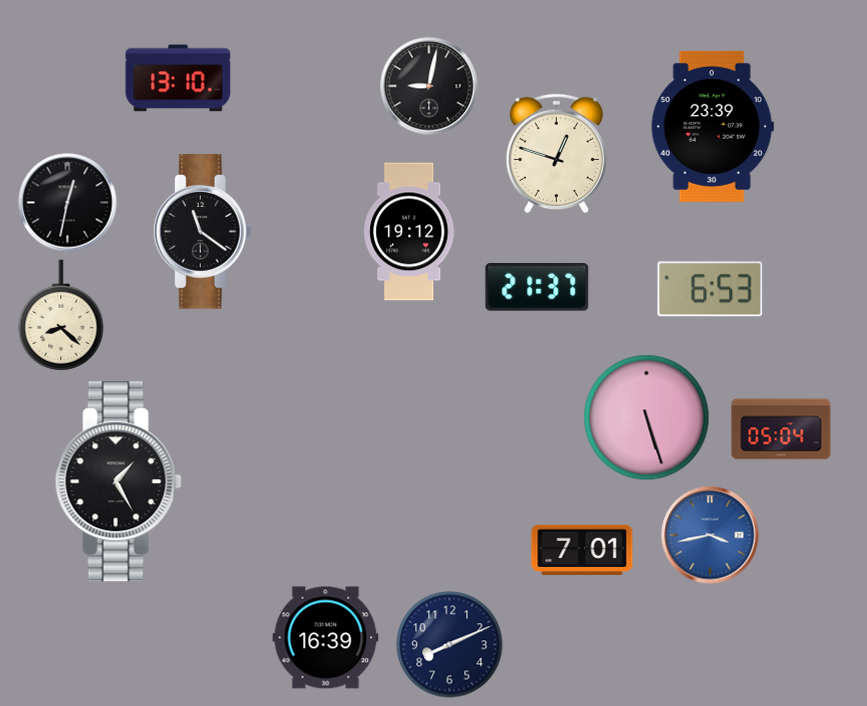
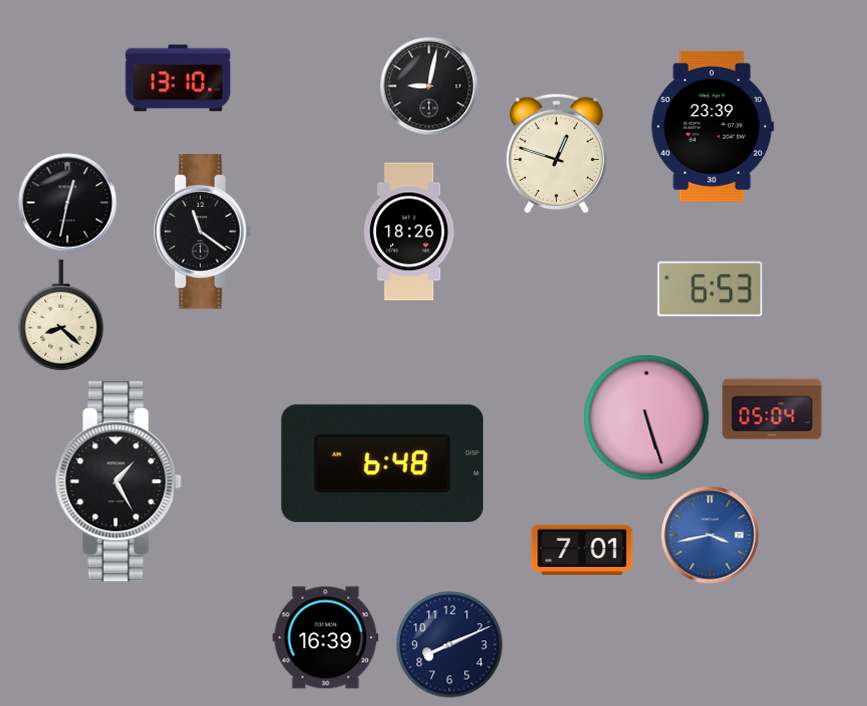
clock at (410, 232): 19:12 -> 18:26
clock at (537, 288): 21:37 -> none
clock at (781, 429) position: (781, 429) -> (772, 409)
clock at (383, 463): none -> 6:48
